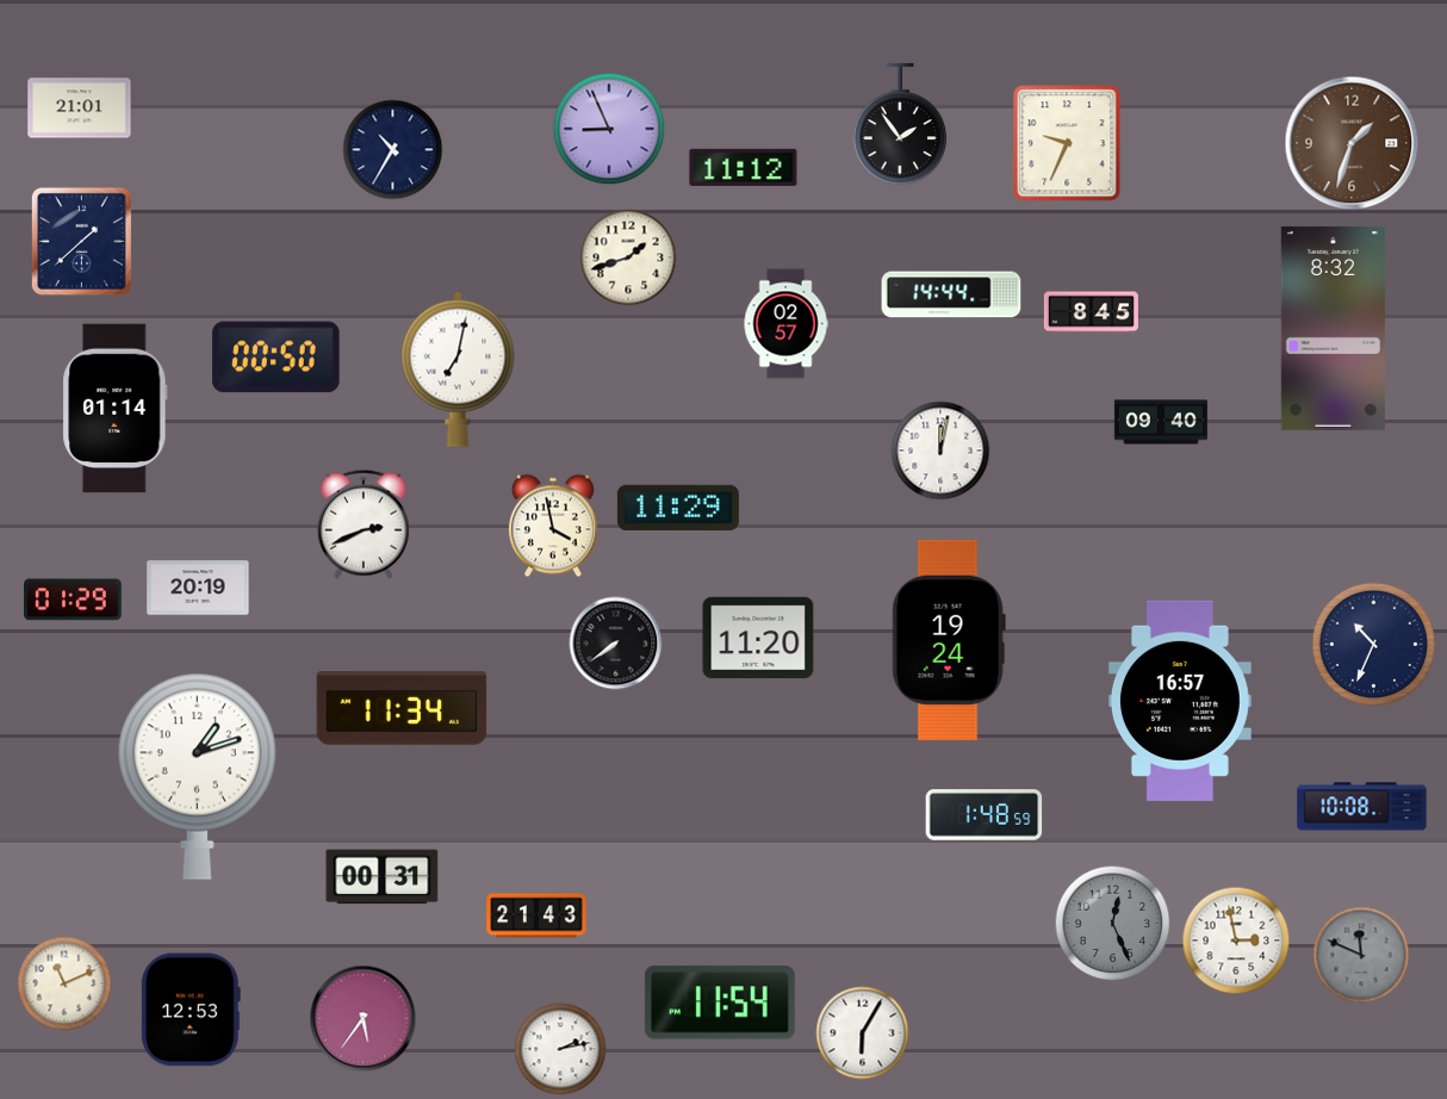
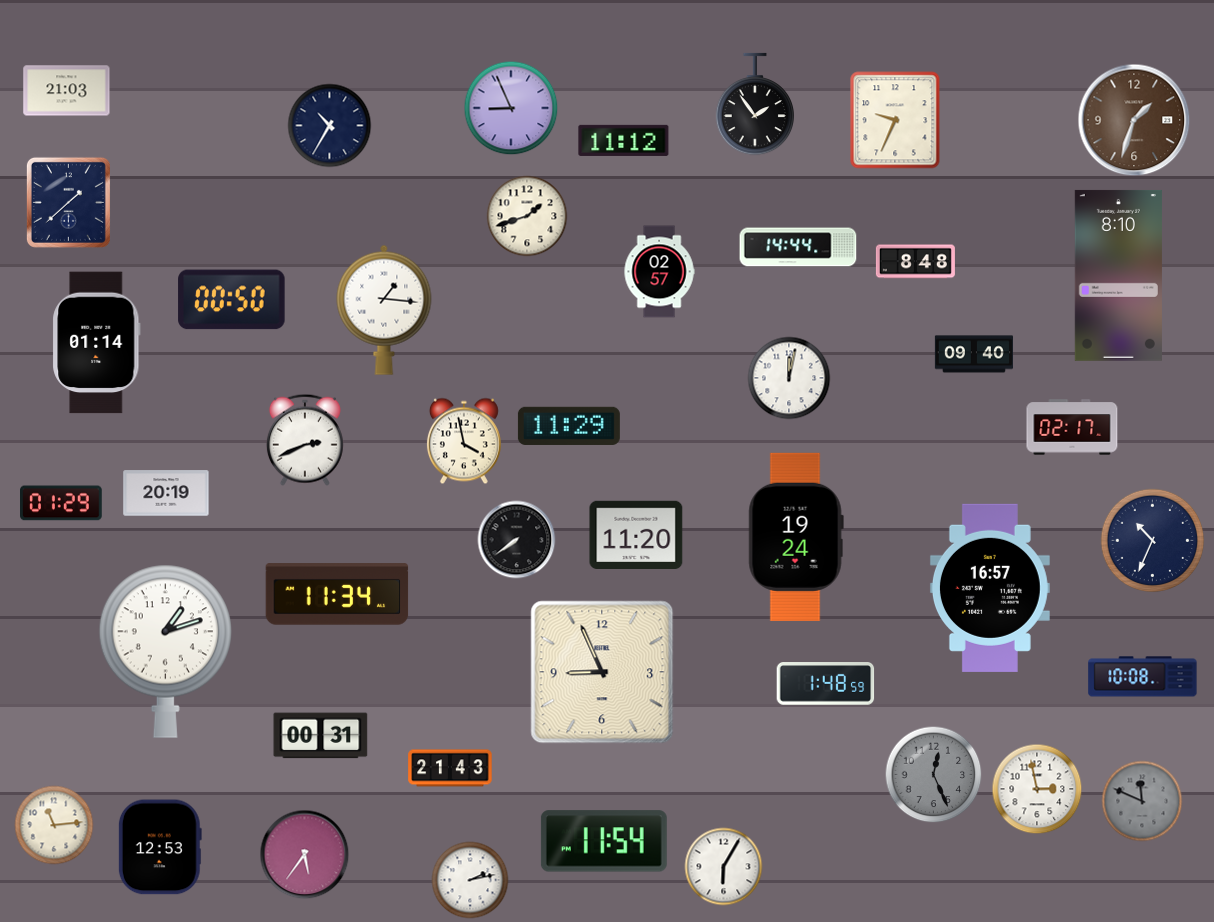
clock at (80, 108): 21:01 -> 21:03
clock at (1091, 312): 8:45 -> 8:48
clock at (1333, 328): 8:32 -> 8:10
clock at (458, 370): 7:02 -> 1:16
clock at (1072, 427): none -> 02:17
clock at (602, 672): none -> 8:56
clock at (64, 983): 11:11 -> 11:14
